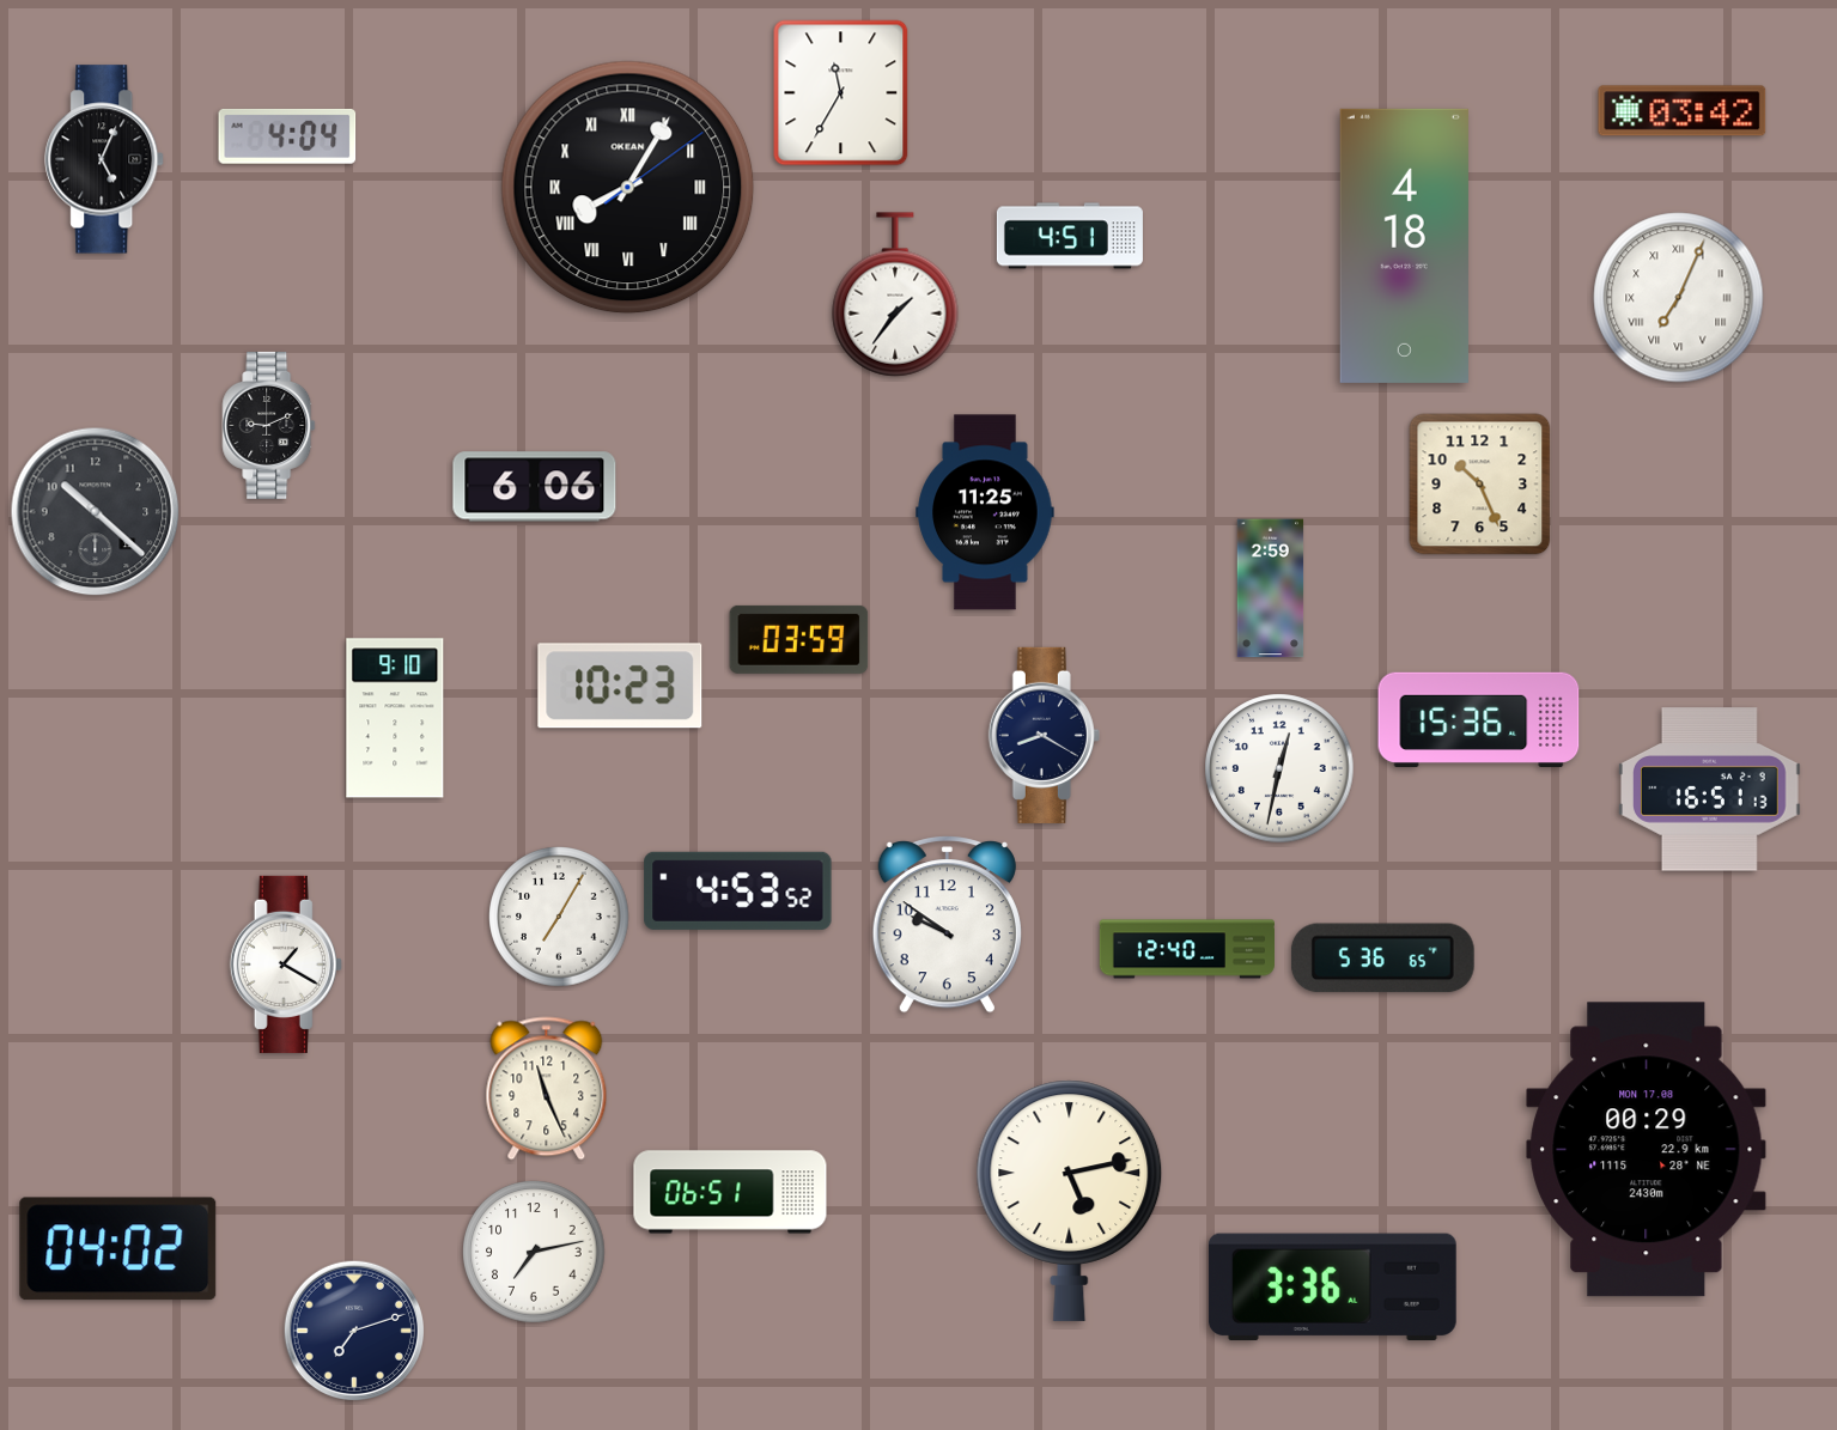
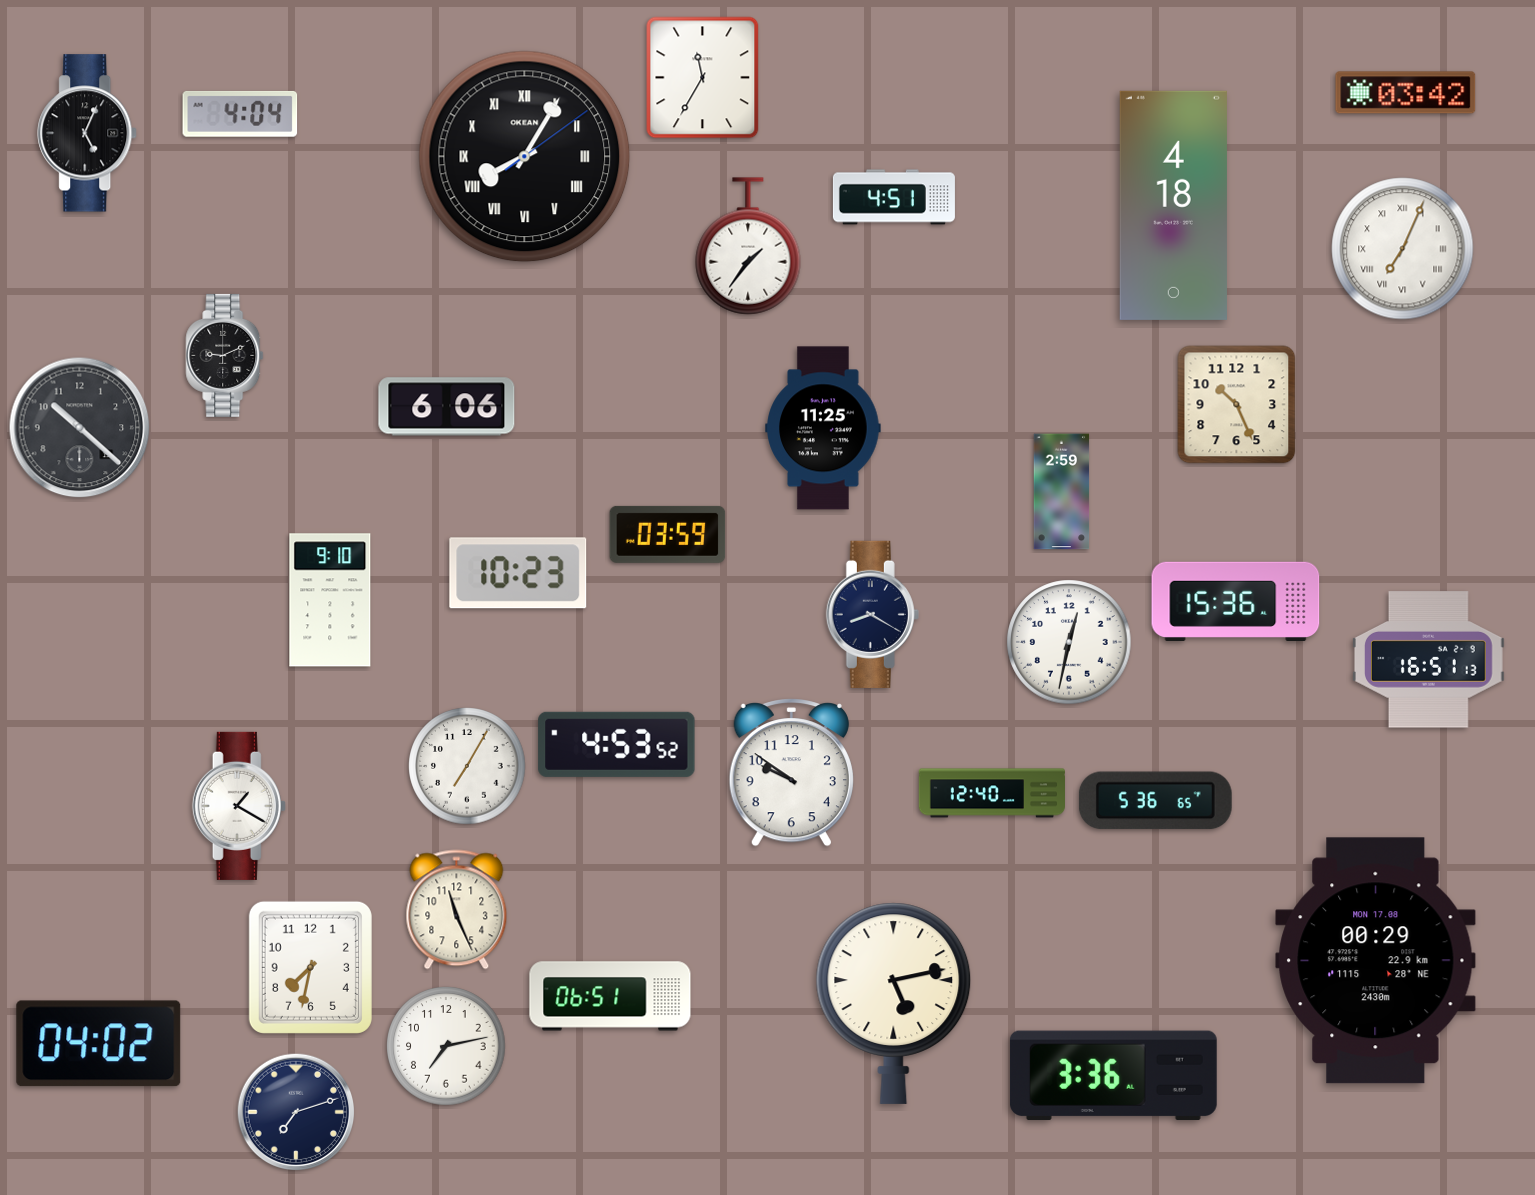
clock at (310, 967): none -> 7:32
